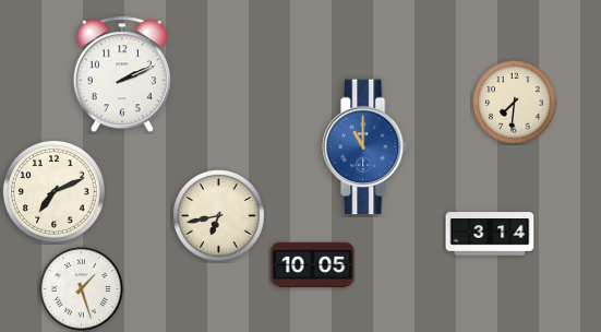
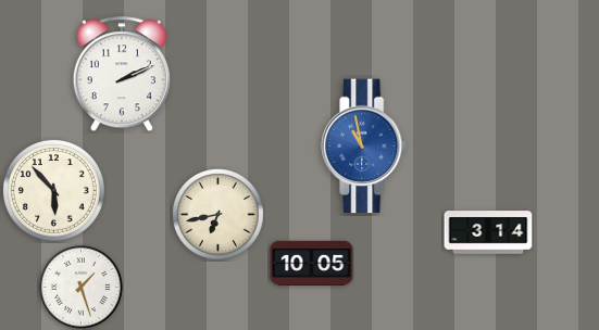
clock at (515, 103): 7:31 -> none
clock at (365, 147): 11:00 -> 10:58
clock at (53, 191): 7:11 -> 5:53
